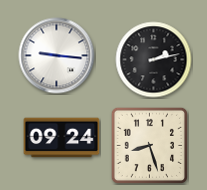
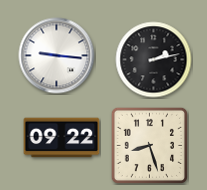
clock at (62, 138): 09:24 -> 09:22
